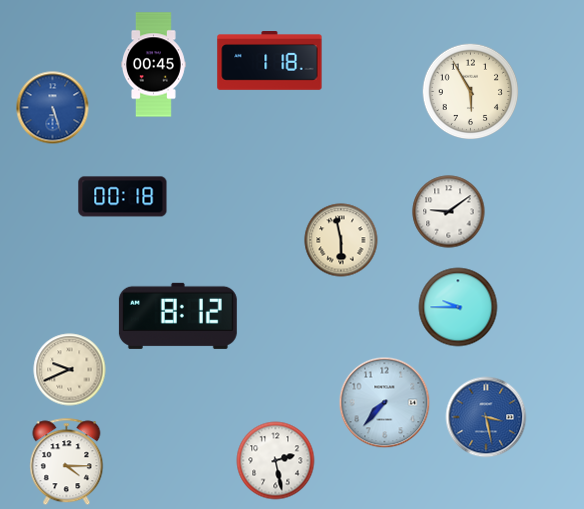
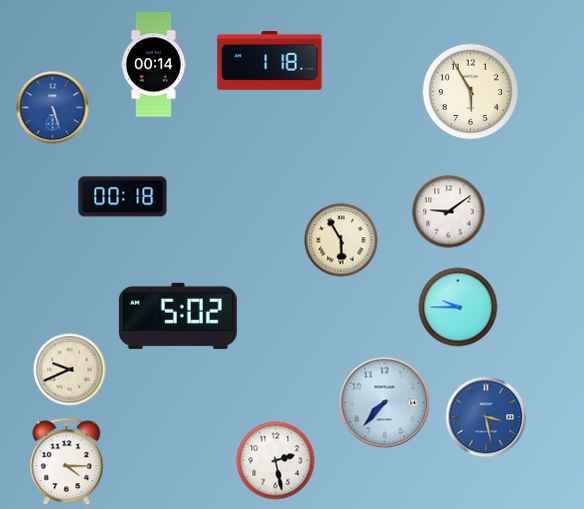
clock at (154, 65): 00:45 -> 00:14
clock at (341, 240): 5:58 -> 5:55
clock at (178, 316): 8:12 -> 5:02
